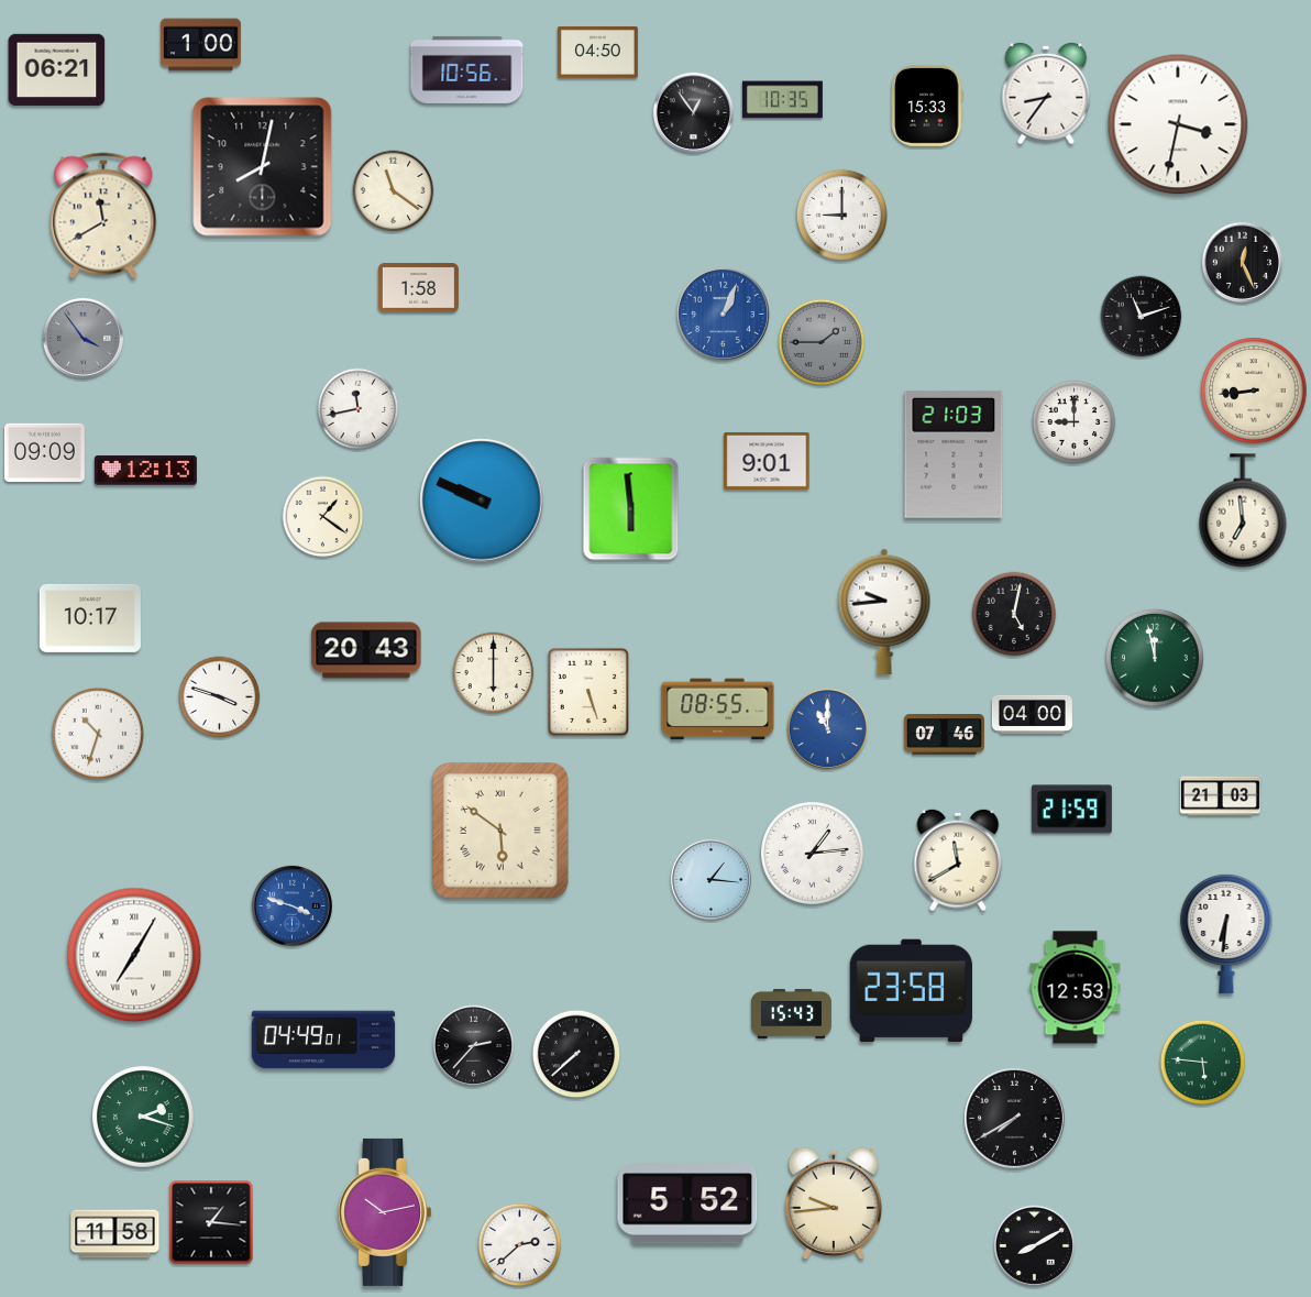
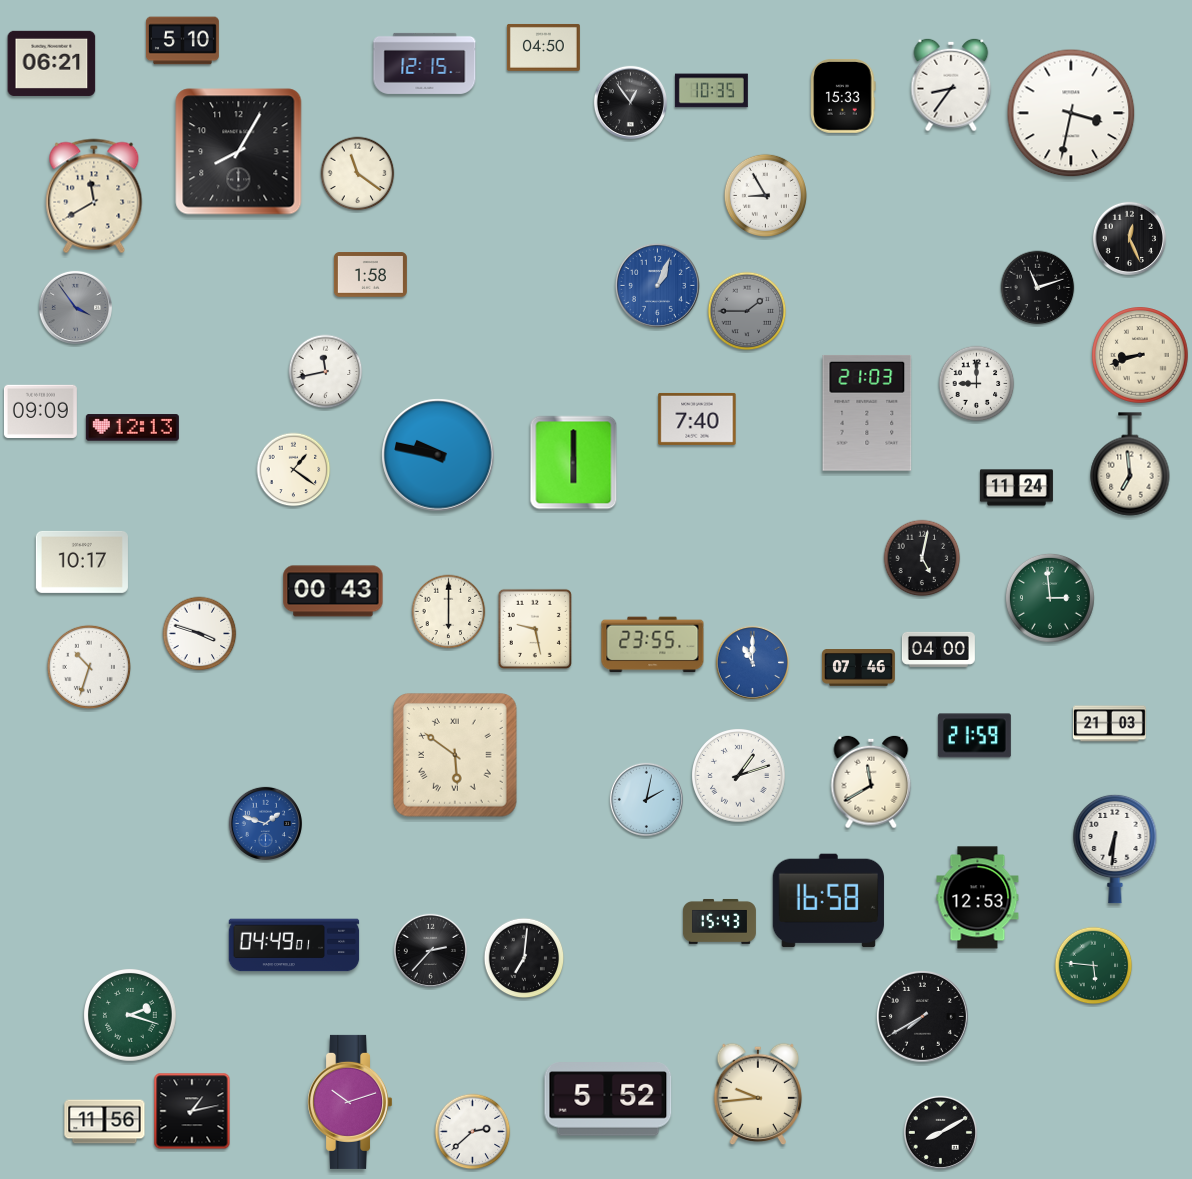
clock at (200, 45): 1:00 -> 5:10
clock at (467, 69): 10:56 -> 12:15
clock at (263, 167): 8:02 -> 8:05
clock at (841, 215): 9:00 -> 8:55
clock at (418, 288) position: (418, 288) -> (370, 275)
clock at (1254, 391): 8:44 -> 8:42
clock at (767, 461): 9:01 -> 7:40
clock at (482, 501): 9:49 -> 9:47
clock at (631, 509): 5:59 -> 6:00
clock at (1016, 488): none -> 11:24
clock at (884, 612): 9:44 -> none
clock at (366, 650): 20:43 -> 00:43
clock at (1155, 658): 11:58 -> 2:59
clock at (588, 692): 5:27 -> 9:28
clock at (718, 710): 08:55 -> 23:55
clock at (813, 854): 1:14 -> 1:12
clock at (710, 879): 1:16 -> 2:02
clock at (291, 905): 3:48 -> 1:48
clock at (134, 955): 7:05 -> none
clock at (911, 991): 23:58 -> 16:58
clock at (576, 1054): 7:38 -> 7:01
clock at (687, 1203) position: (687, 1203) -> (608, 1099)
clock at (385, 1212): 10:13 -> 10:12
clock at (211, 1222): 1:16 -> 1:13
clock at (115, 1234): 11:58 -> 11:56
